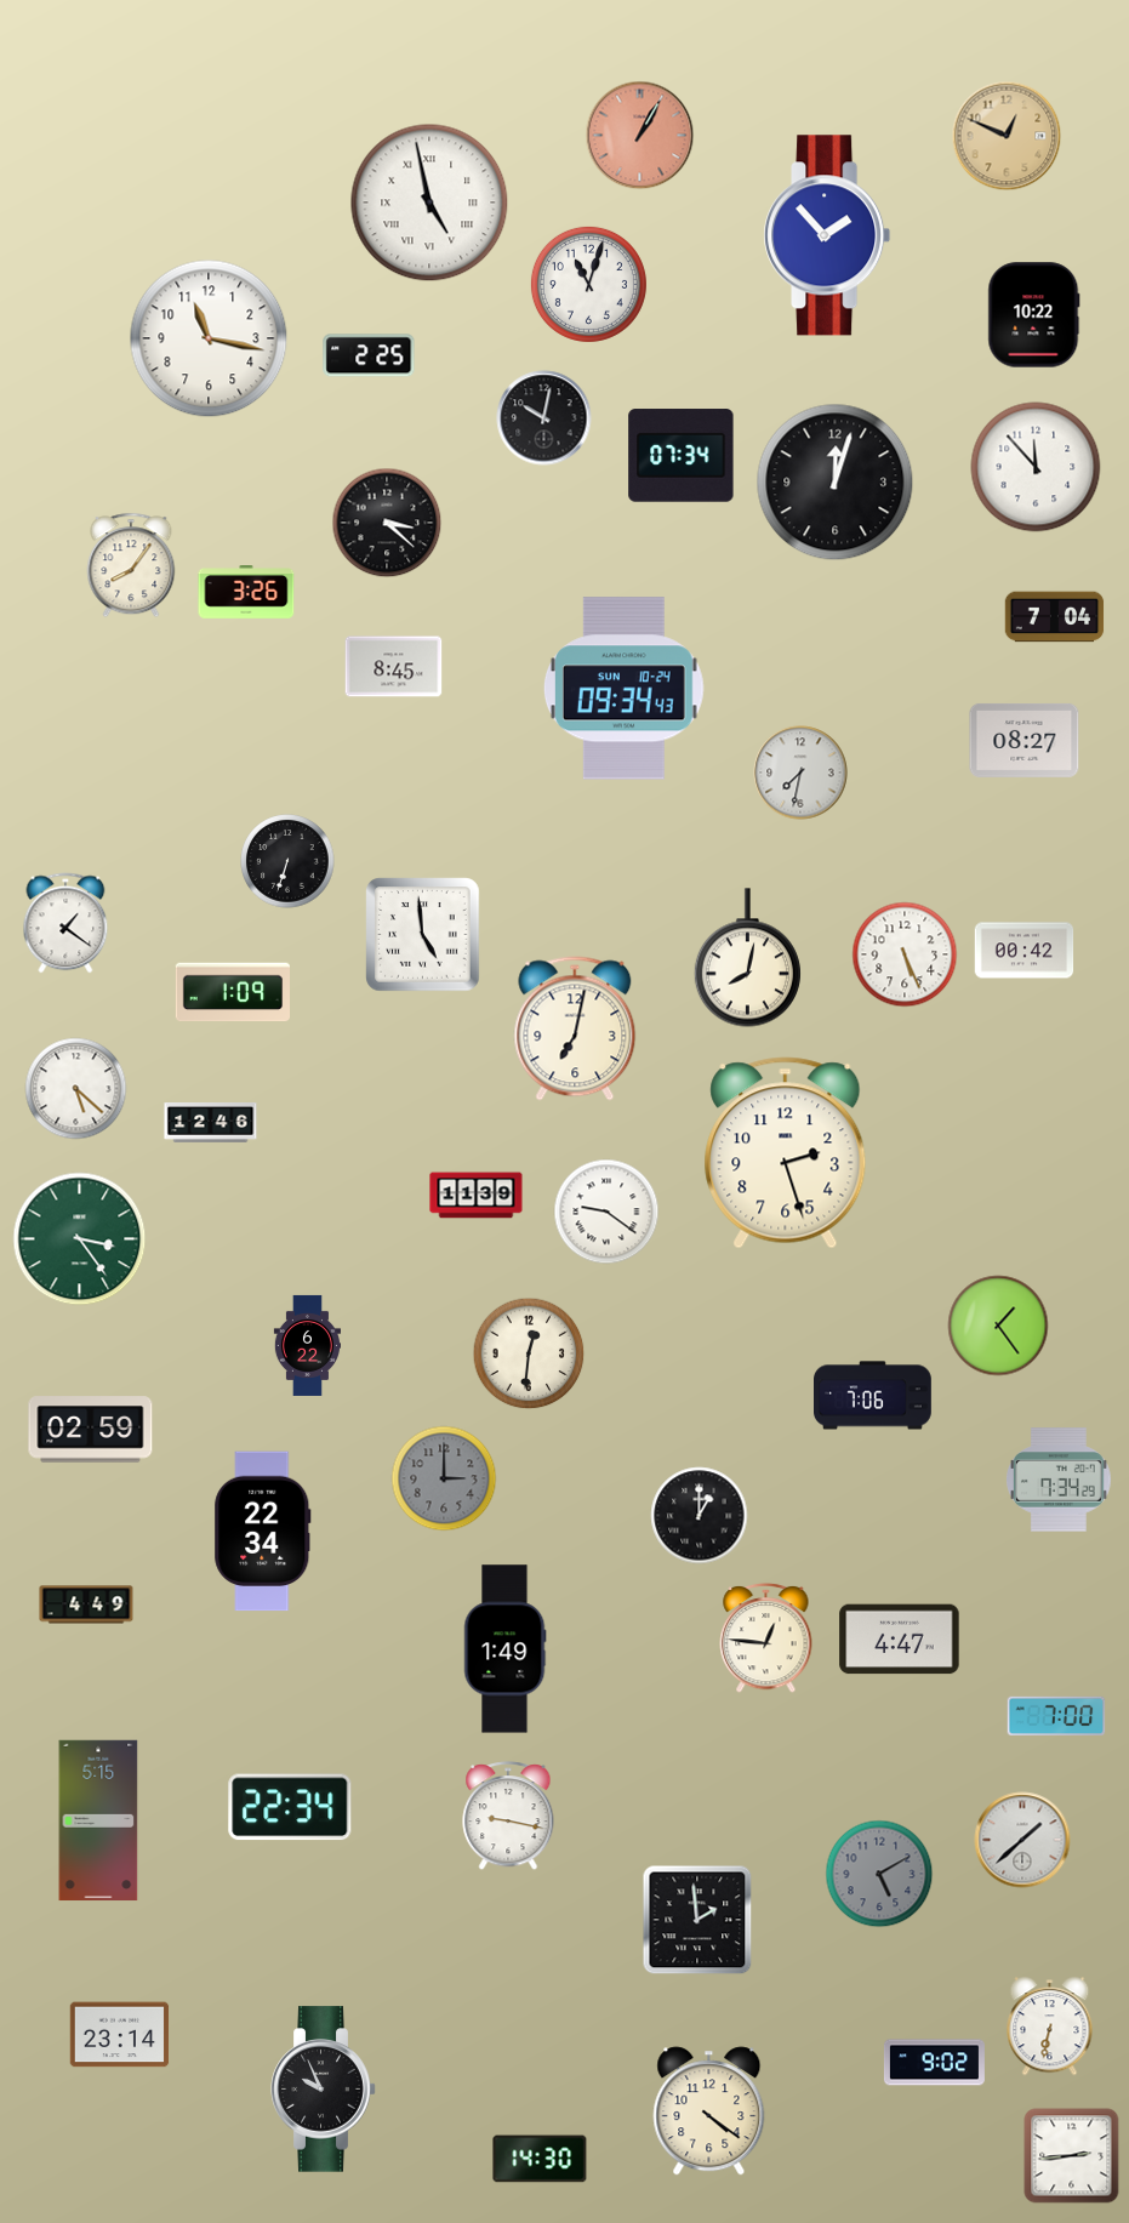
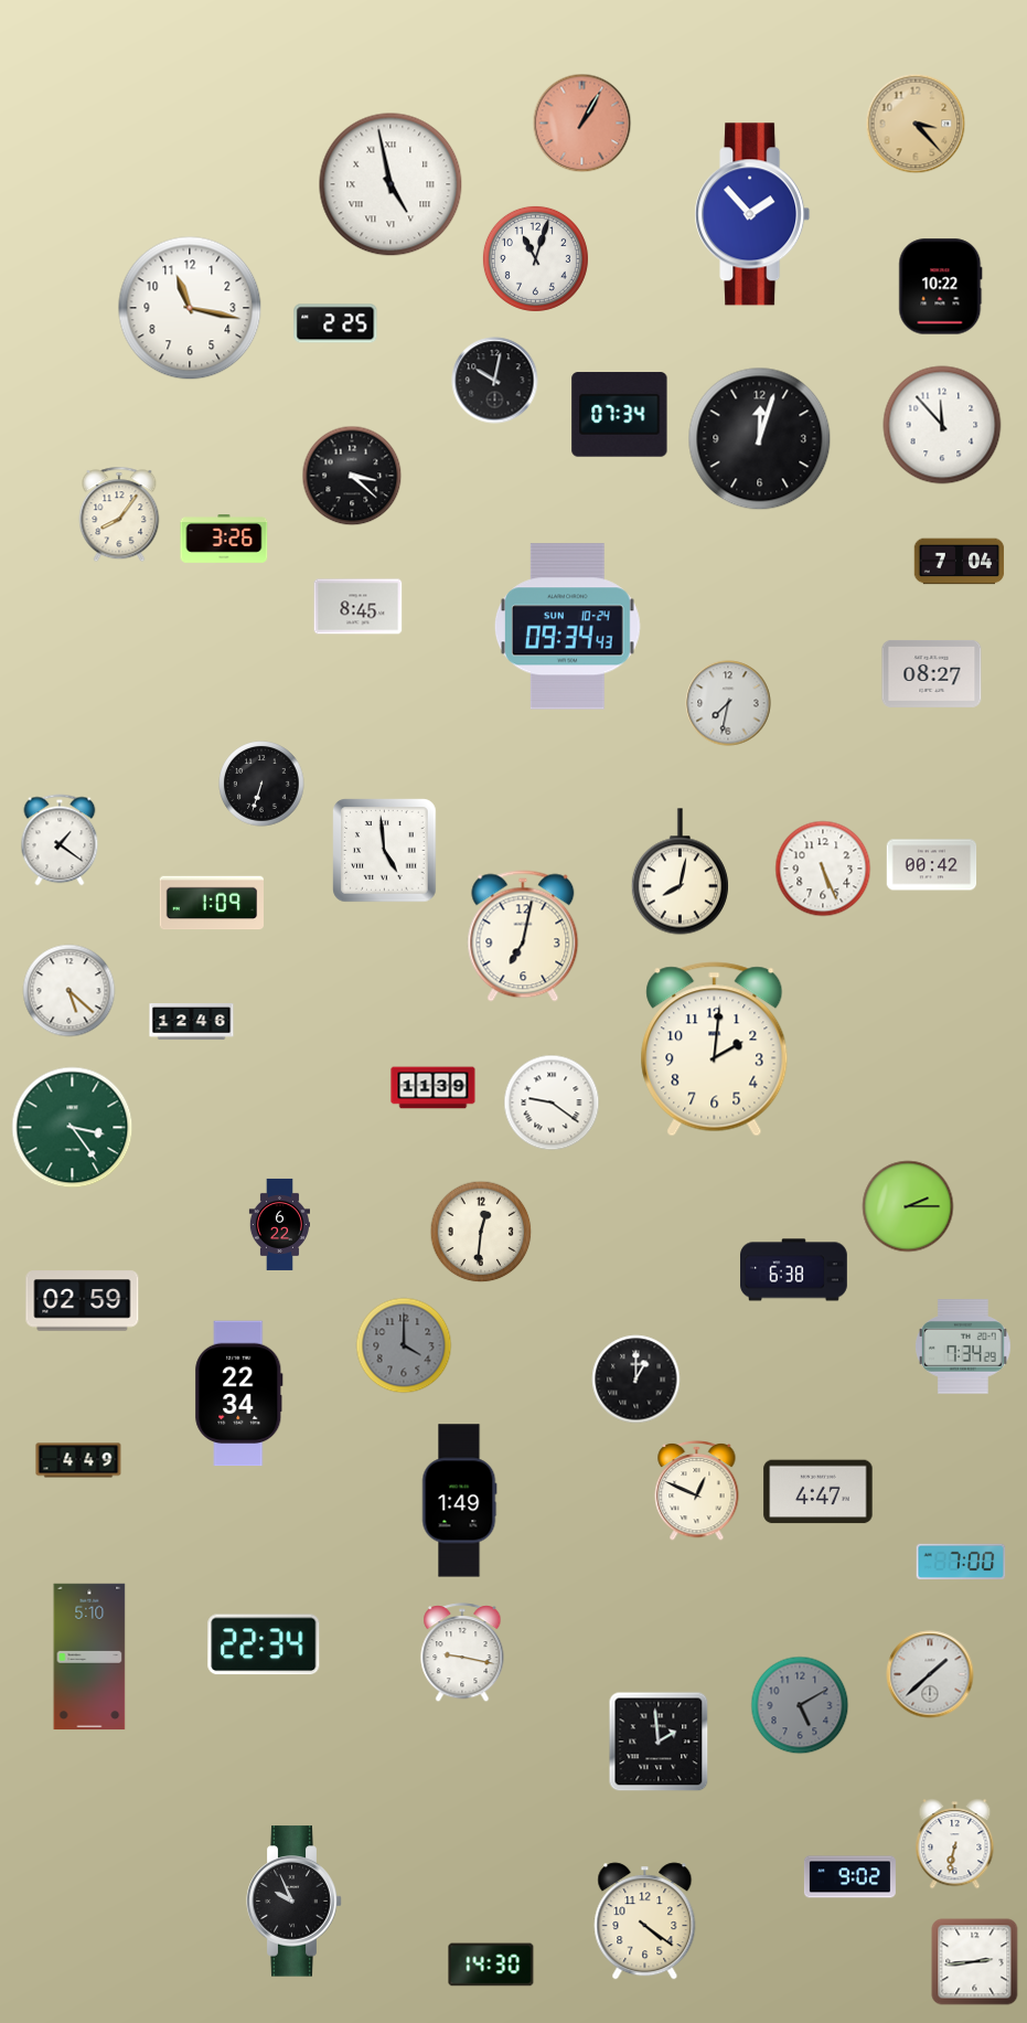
clock at (1007, 136): 12:49 -> 3:23
clock at (786, 1153): 2:27 -> 2:01
clock at (998, 1326): 1:24 -> 2:15
clock at (873, 1396): 7:06 -> 6:38
clock at (444, 1478): 3:00 -> 4:00
clock at (766, 1637): 12:46 -> 12:49
clock at (98, 1820): 5:15 -> 5:10
clock at (697, 1920) position: (697, 1920) -> (659, 1742)
clock at (120, 2035): 23:14 -> none
